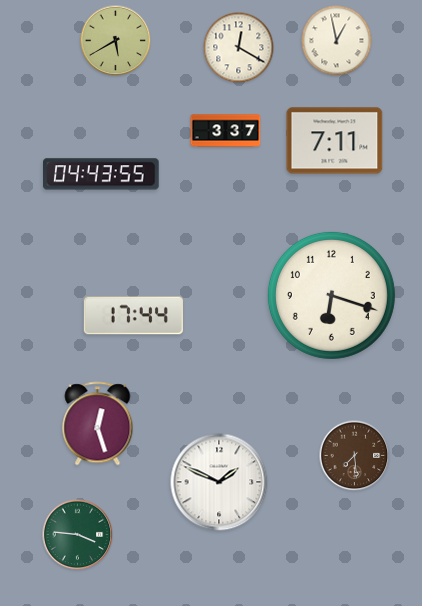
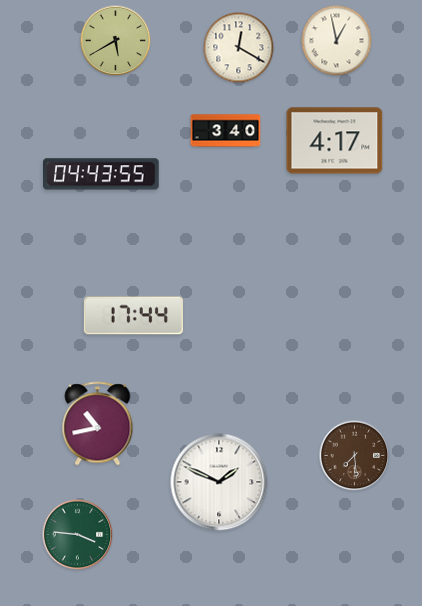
clock at (226, 131): 3:37 -> 3:40
clock at (335, 141): 7:11 -> 4:17
clock at (331, 295): 6:18 -> none
clock at (98, 424): 12:27 -> 10:43
